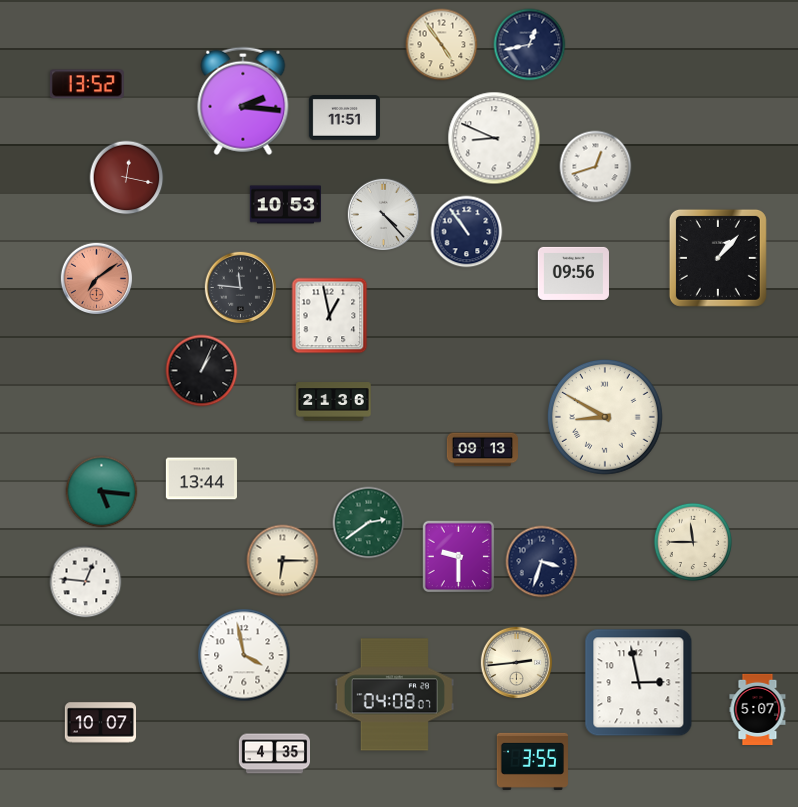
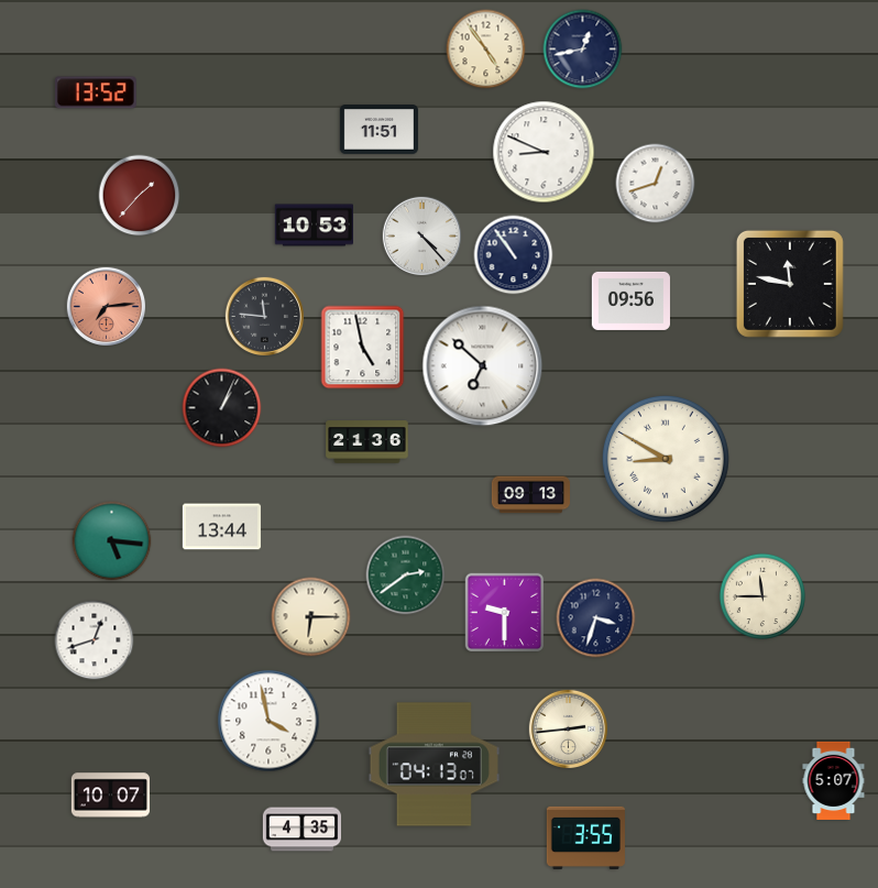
clock at (243, 101): 2:16 -> none
clock at (127, 178): 12:17 -> 1:37
clock at (718, 258): 1:07 -> 11:47
clock at (96, 278): 7:09 -> 7:14
clock at (330, 316): 12:58 -> 4:58
clock at (483, 366): none -> 6:52
clock at (86, 582): 12:46 -> 12:42
clock at (639, 683): 2:58 -> none
clock at (394, 695): 04:08 -> 04:13
